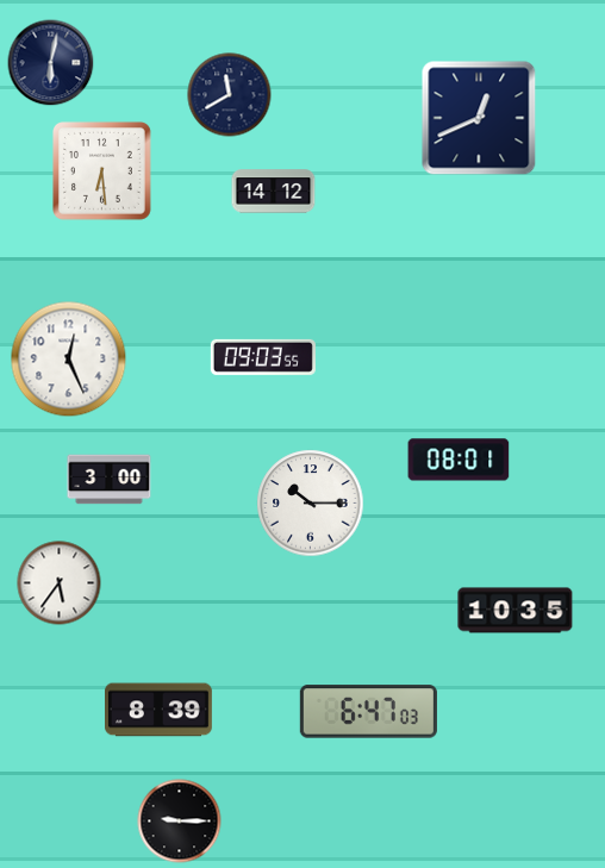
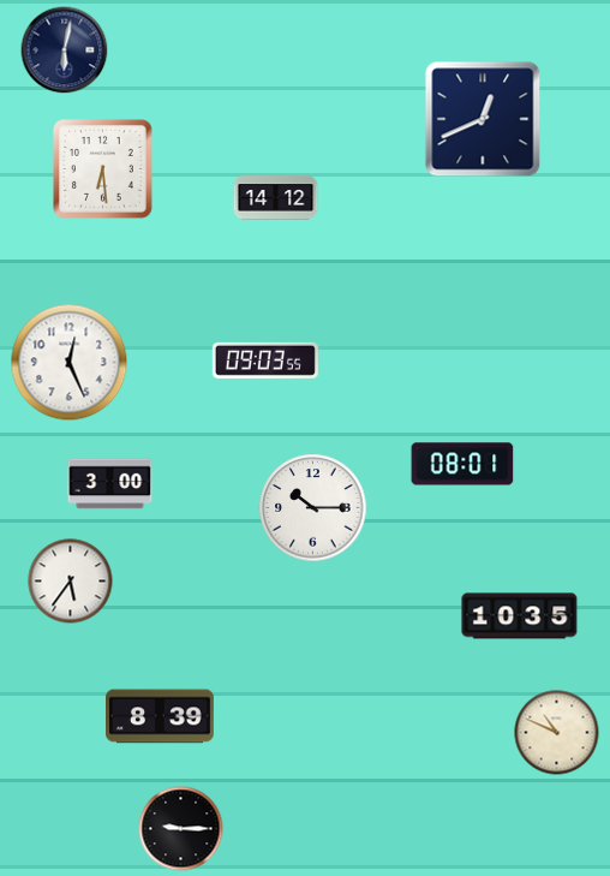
clock at (51, 63) position: (51, 63) -> (65, 50)
clock at (230, 95): 11:40 -> none
clock at (102, 171) position: (102, 171) -> (103, 169)
clock at (274, 192) position: (274, 192) -> (276, 198)
clock at (60, 583) position: (60, 583) -> (71, 582)
clock at (368, 712): 6:47 -> none
clock at (557, 733): none -> 10:49
